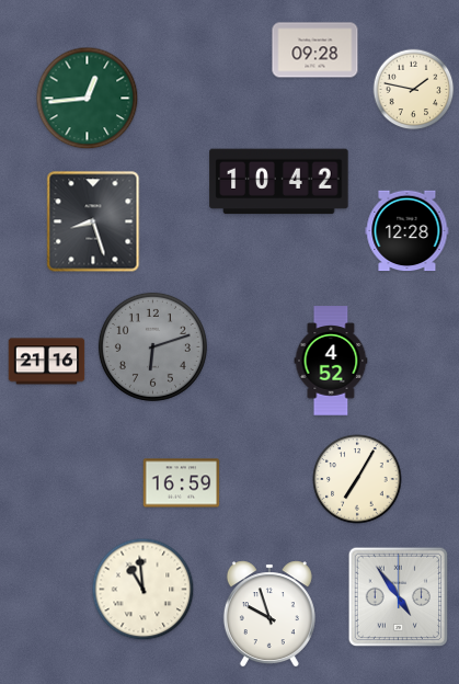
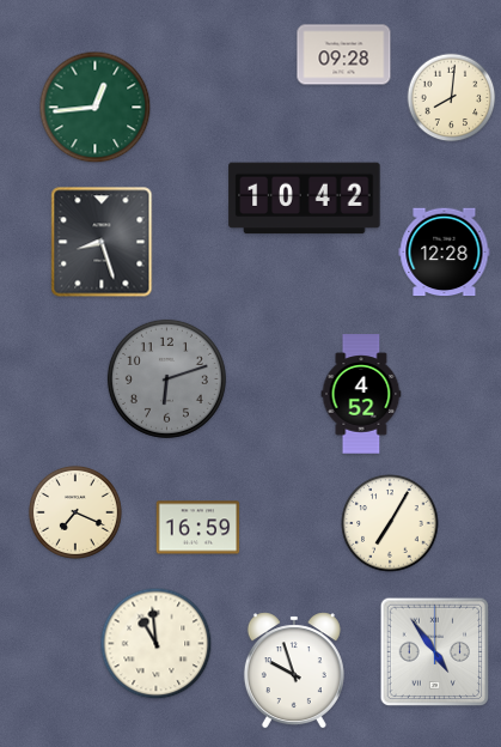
clock at (414, 90): 1:47 -> 8:01
clock at (47, 362): 21:16 -> none
clock at (75, 512): none -> 7:19
